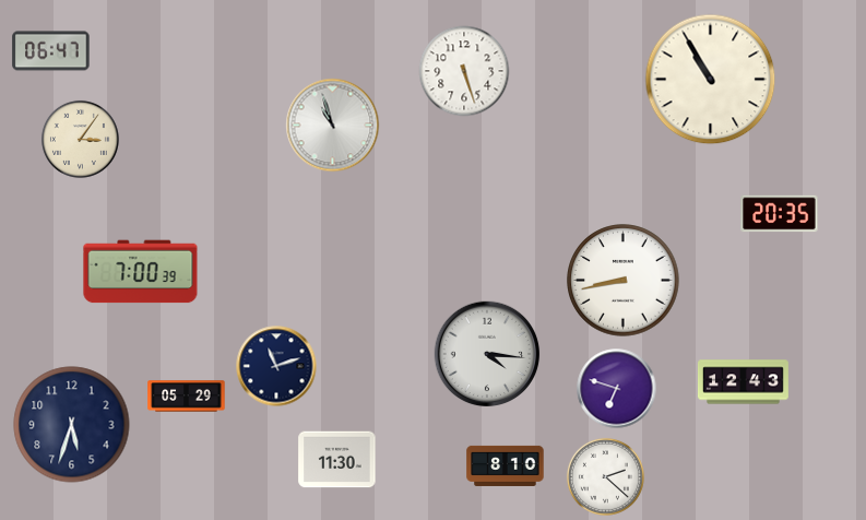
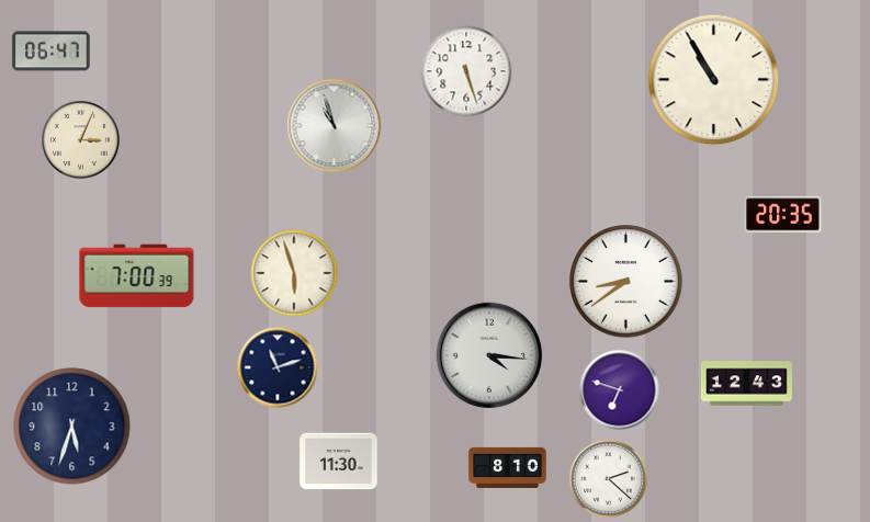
clock at (80, 139): 3:06 -> 3:04
clock at (141, 272) position: (141, 272) -> (137, 276)
clock at (294, 273): none -> 5:57
clock at (624, 281): 8:43 -> 8:39
clock at (187, 397): 05:29 -> none
